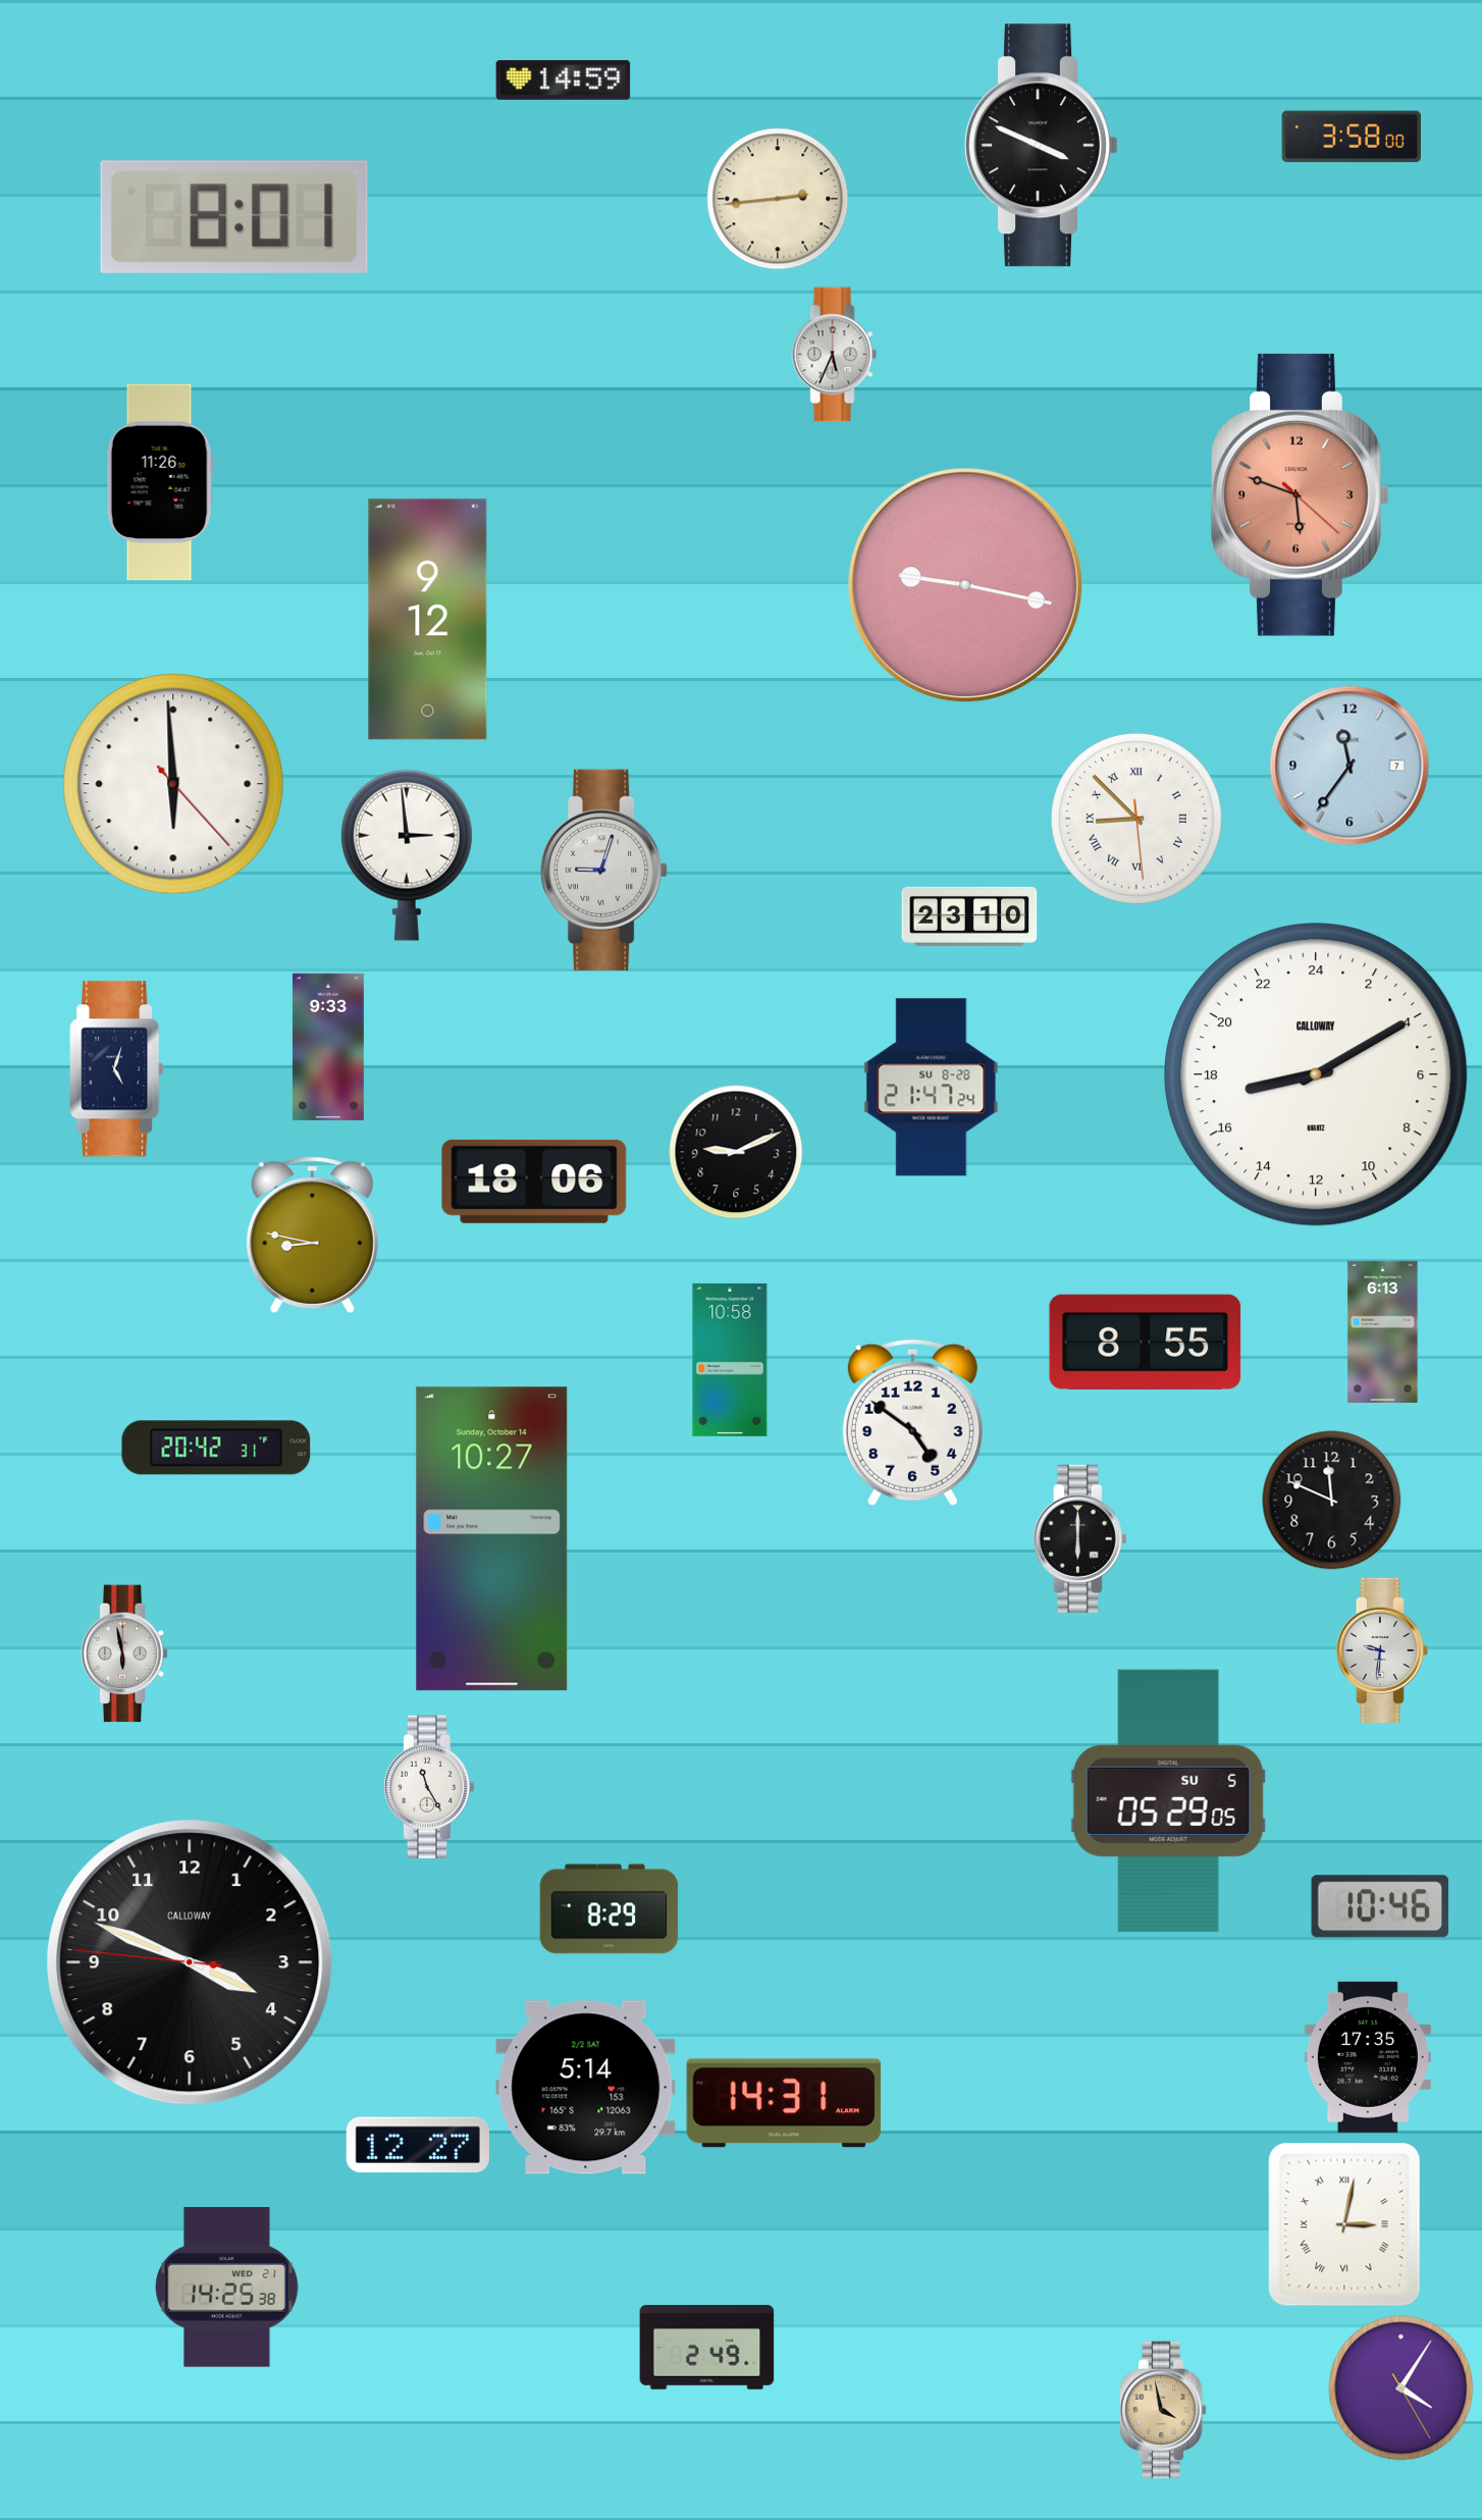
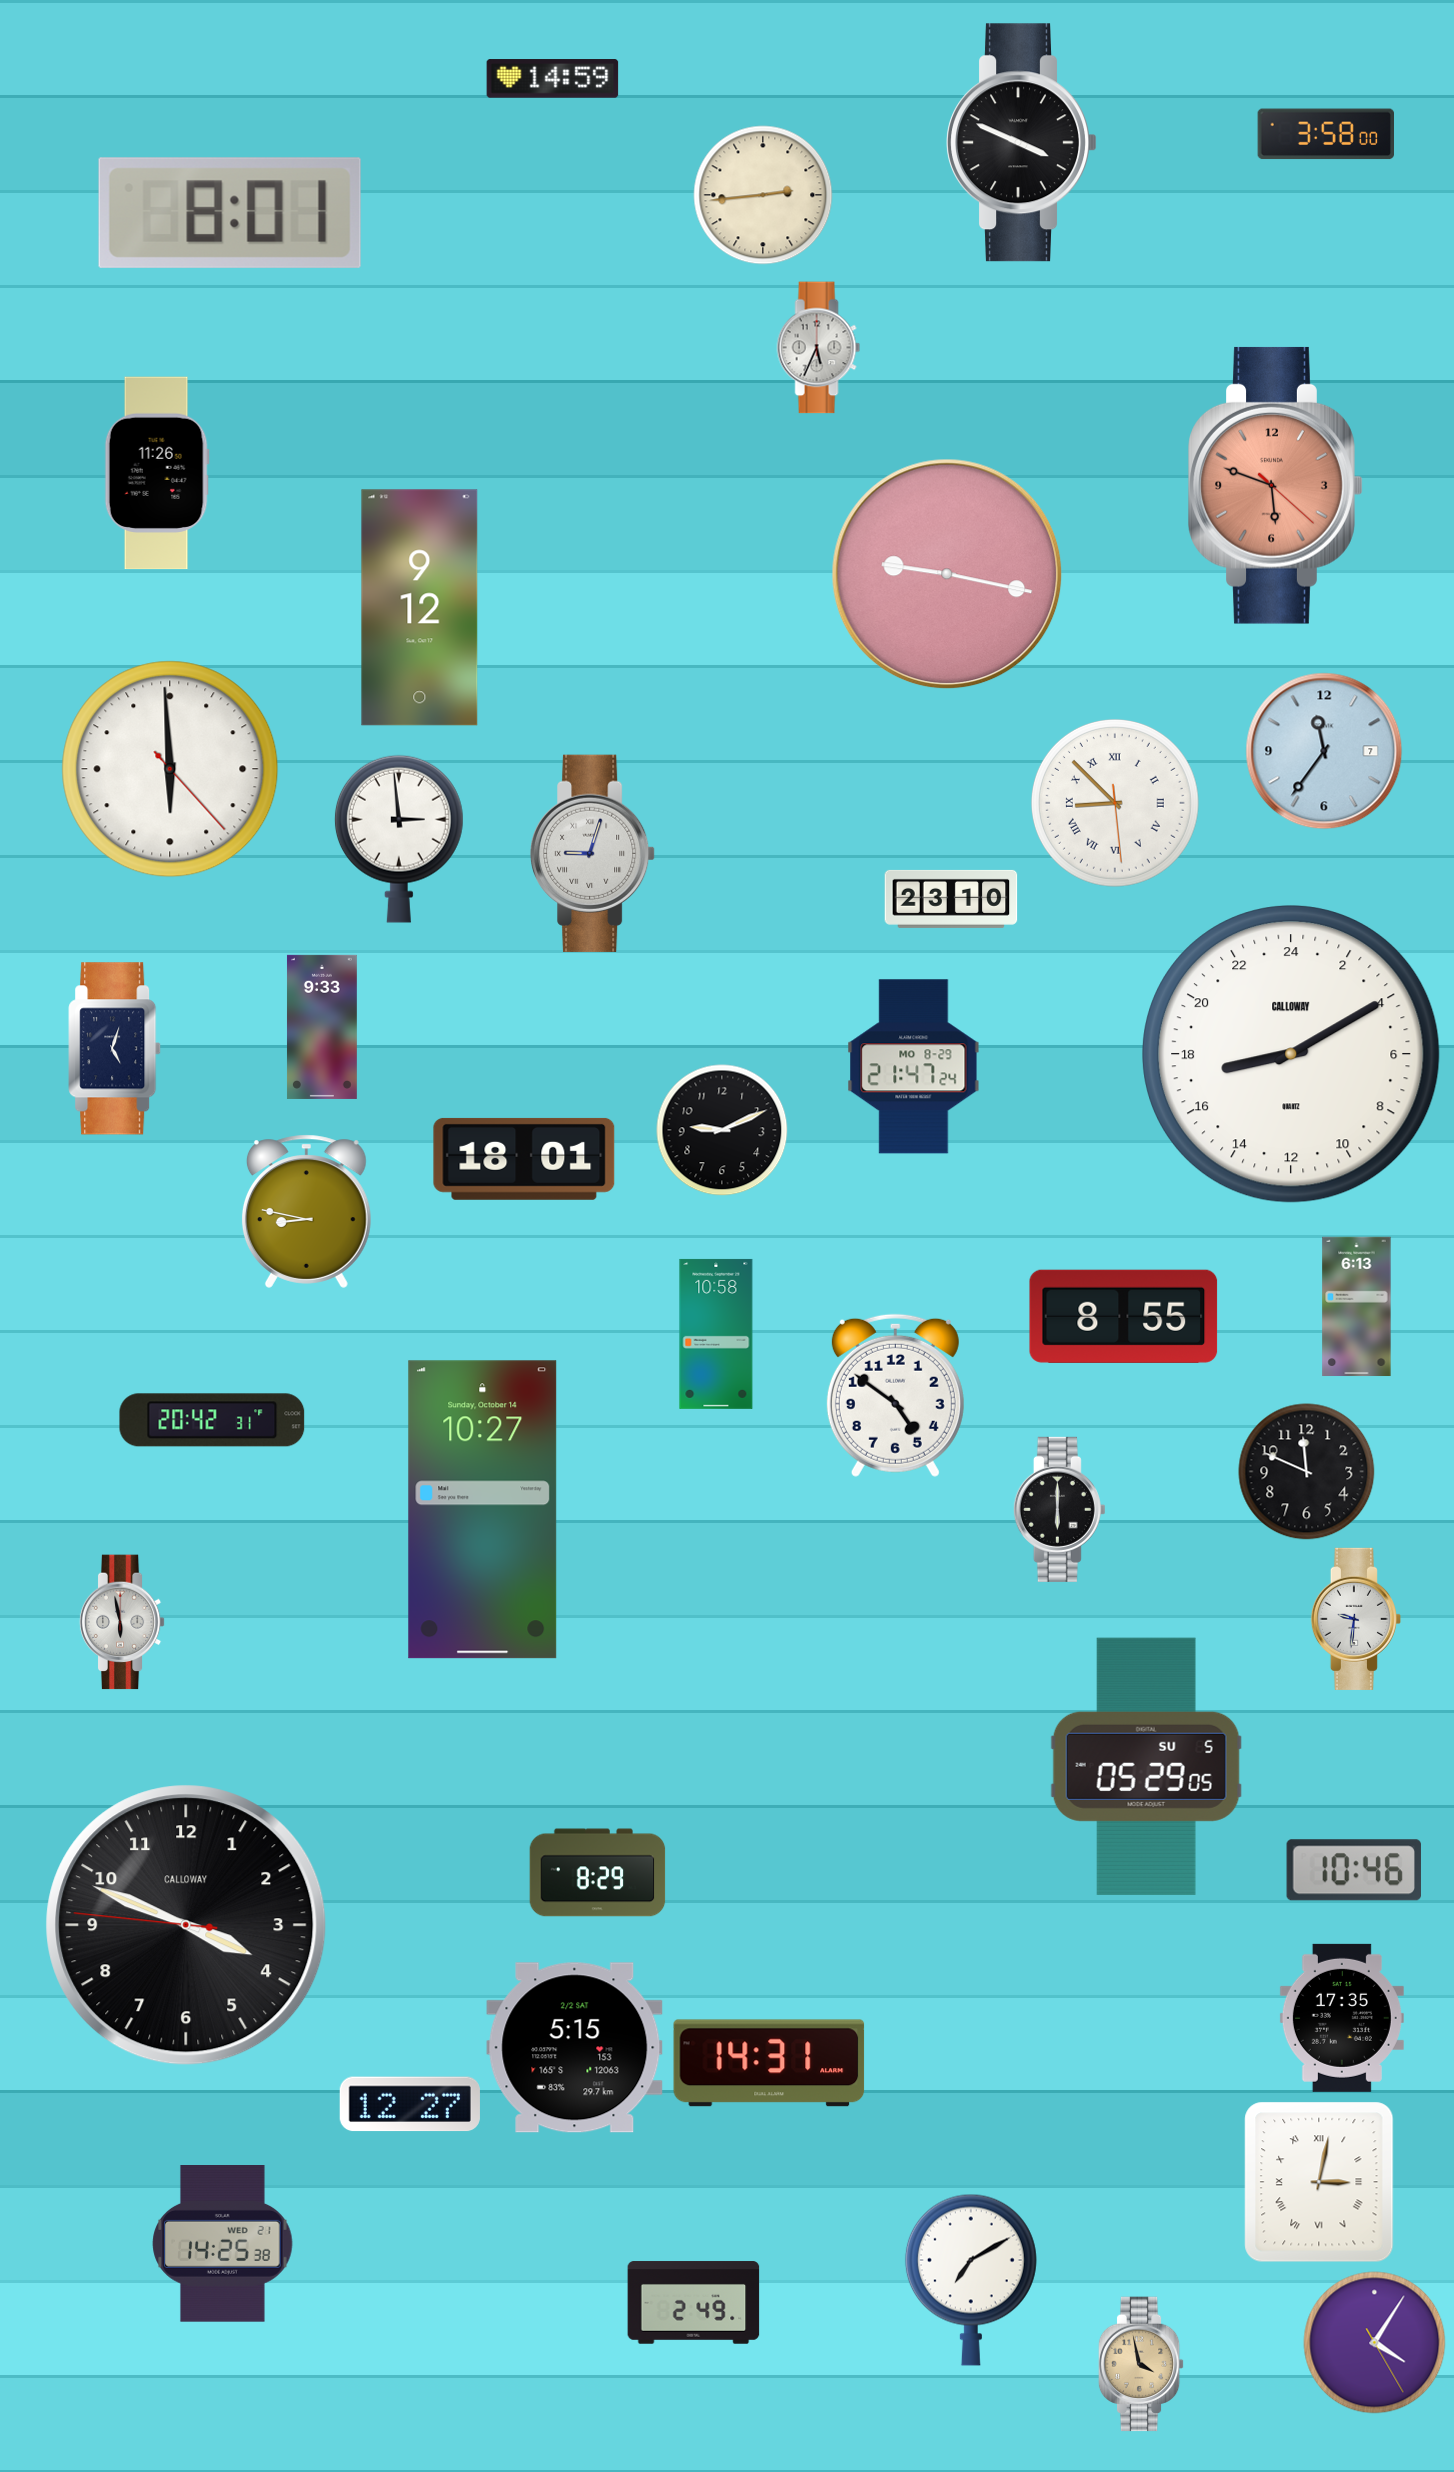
clock at (932, 1088) date: SU 8-28 -> MO 8-29
clock at (534, 1182): 18:06 -> 18:01
clock at (429, 1787): 11:25 -> none
clock at (586, 2088): 5:14 -> 5:15
clock at (971, 2280): none -> 7:10
